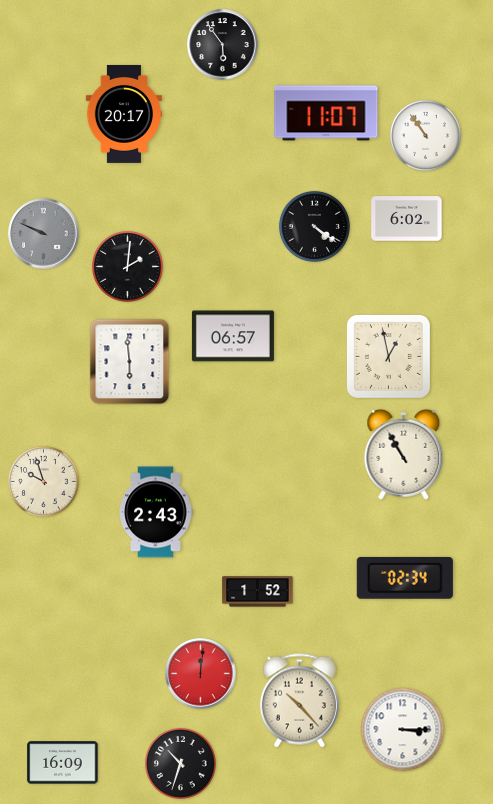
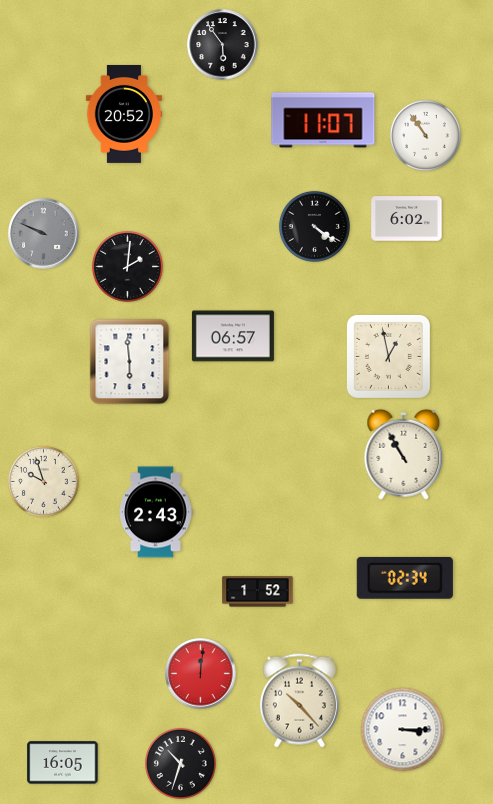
clock at (326, 113) position: (326, 113) -> (323, 120)
clock at (123, 114): 20:17 -> 20:52
clock at (63, 763): 16:09 -> 16:05
